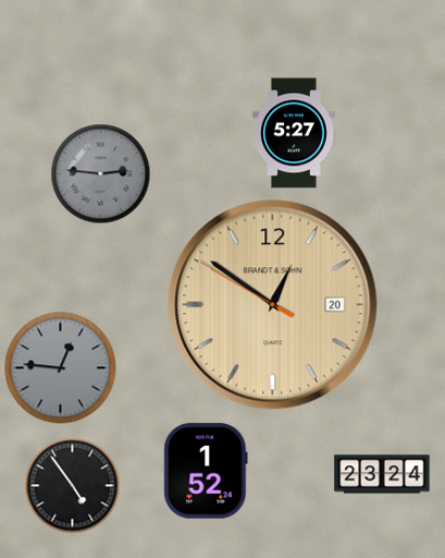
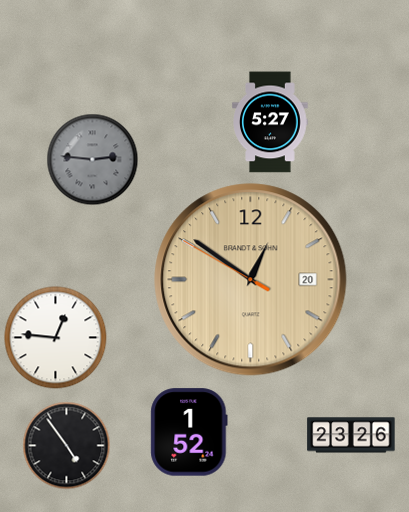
clock at (61, 368) dial: grey -> white
clock at (382, 474): 23:24 -> 23:26
